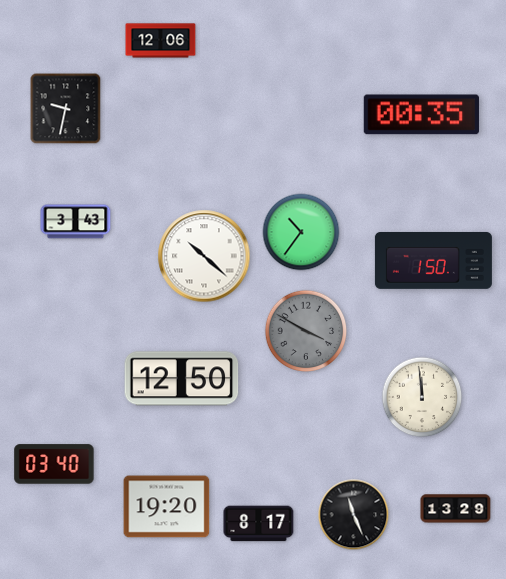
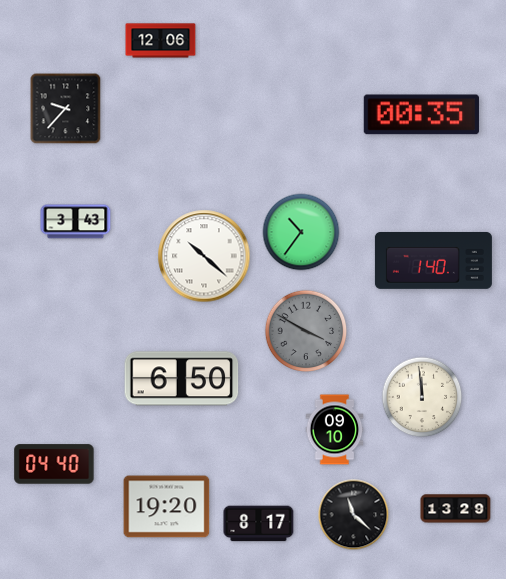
clock at (66, 109): 9:32 -> 9:37
clock at (433, 260): 1:50 -> 1:40
clock at (182, 379): 12:50 -> 6:50
clock at (335, 430): none -> 09:10
clock at (54, 464): 03:40 -> 04:40
clock at (354, 515): 11:26 -> 11:22
